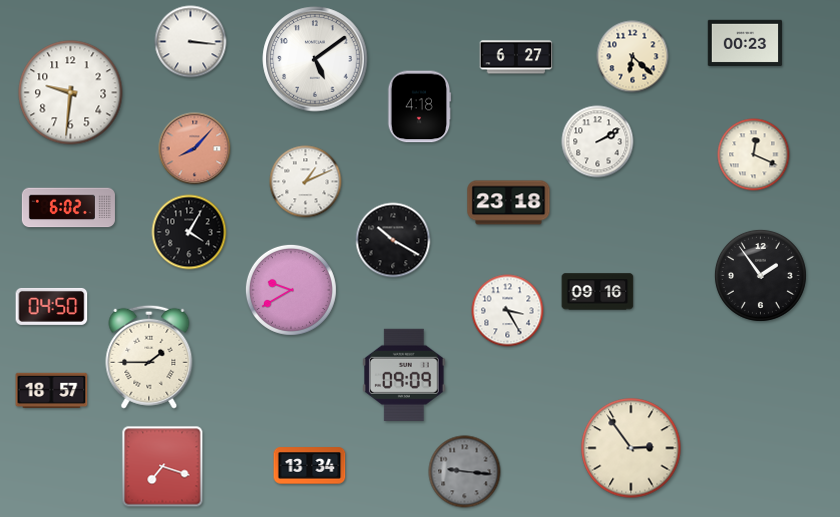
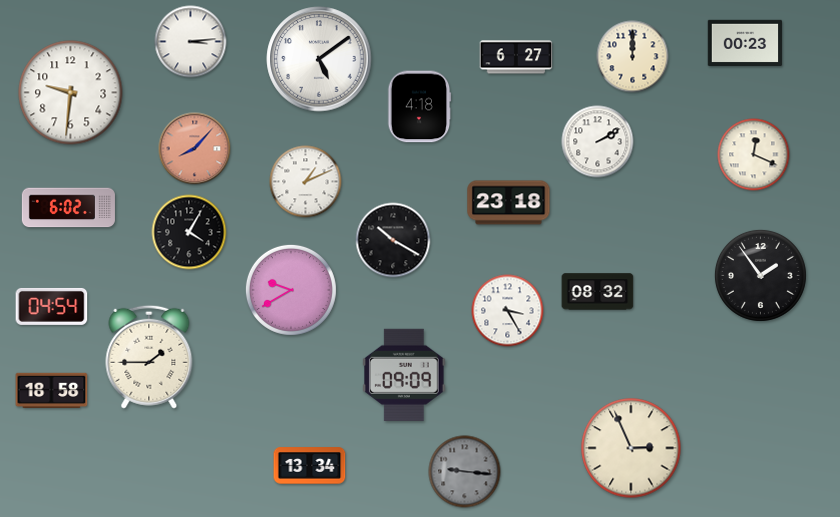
clock at (191, 42): 3:16 -> 3:14
clock at (633, 57): 6:22 -> 12:00
clock at (315, 59) position: (315, 59) -> (319, 59)
clock at (598, 292): 09:16 -> 08:32
clock at (52, 306): 04:50 -> 04:54
clock at (52, 391): 18:57 -> 18:58
clock at (631, 448): 2:54 -> 2:56
clock at (163, 467): 7:18 -> none
